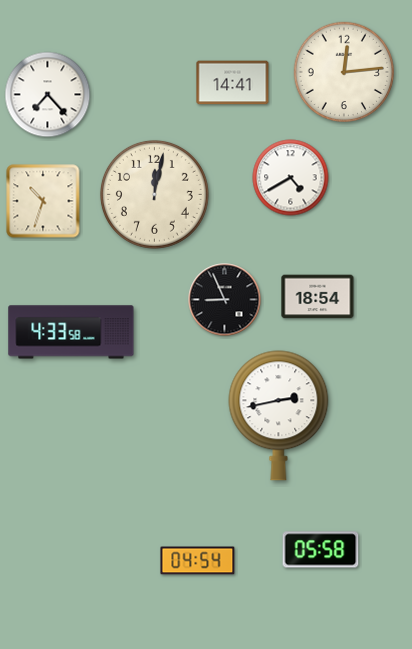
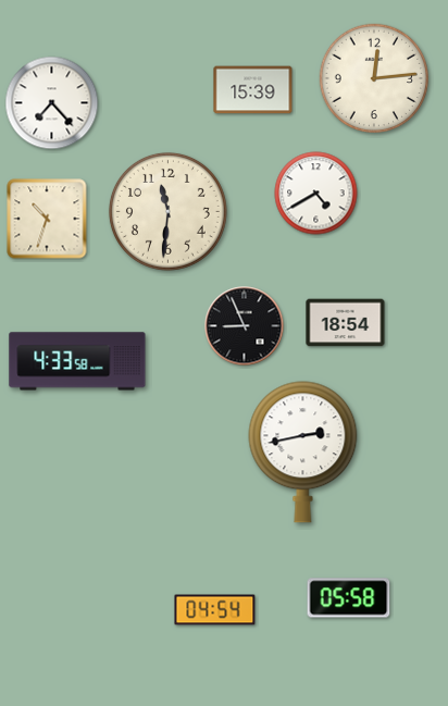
clock at (233, 83): 14:41 -> 15:39
clock at (154, 194): 12:02 -> 11:31
